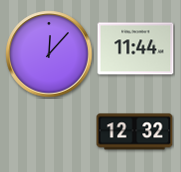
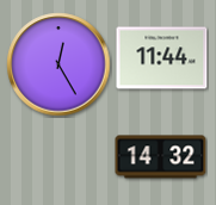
clock at (49, 54): 12:07 -> 12:25
clock at (135, 132): 12:32 -> 14:32
